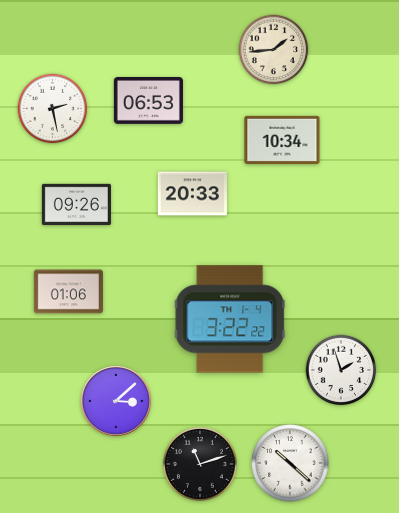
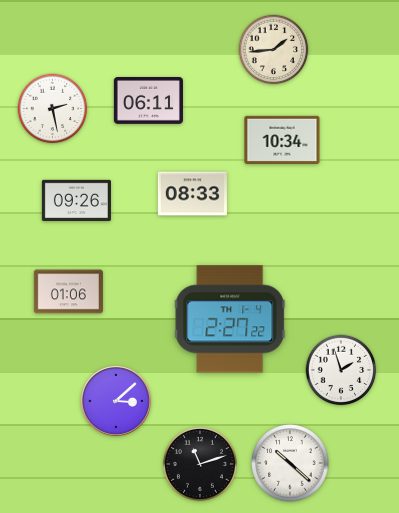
clock at (148, 101): 06:53 -> 06:11
clock at (192, 194): 20:33 -> 08:33
clock at (76, 204) position: (76, 204) -> (76, 200)
clock at (230, 319): 3:22 -> 2:27
